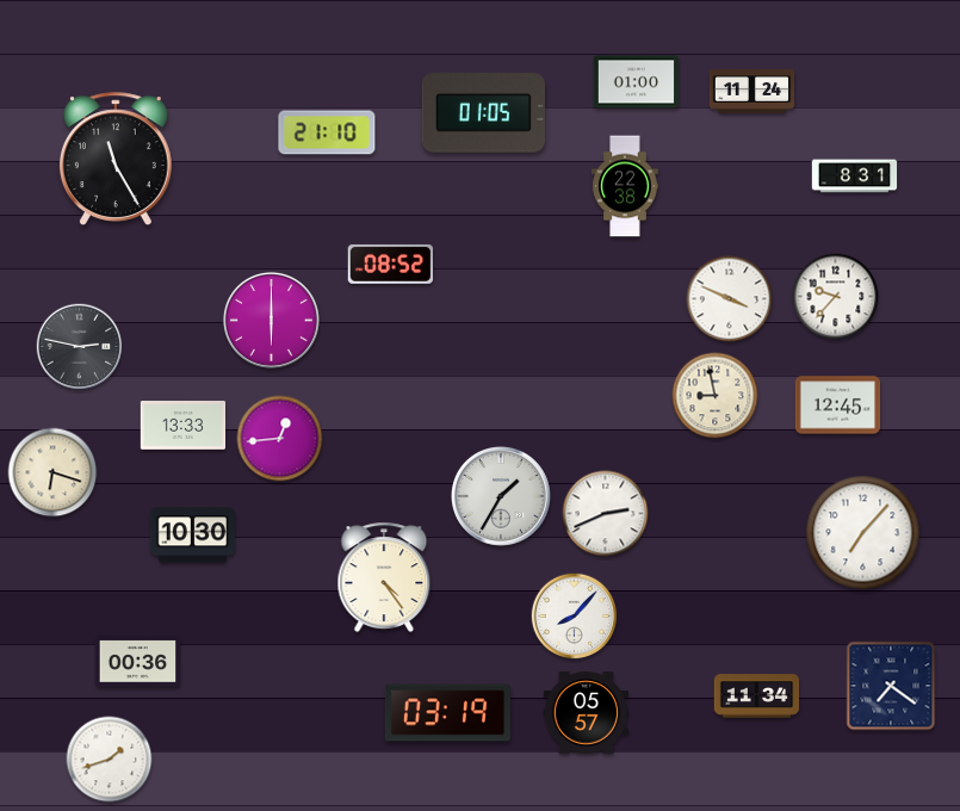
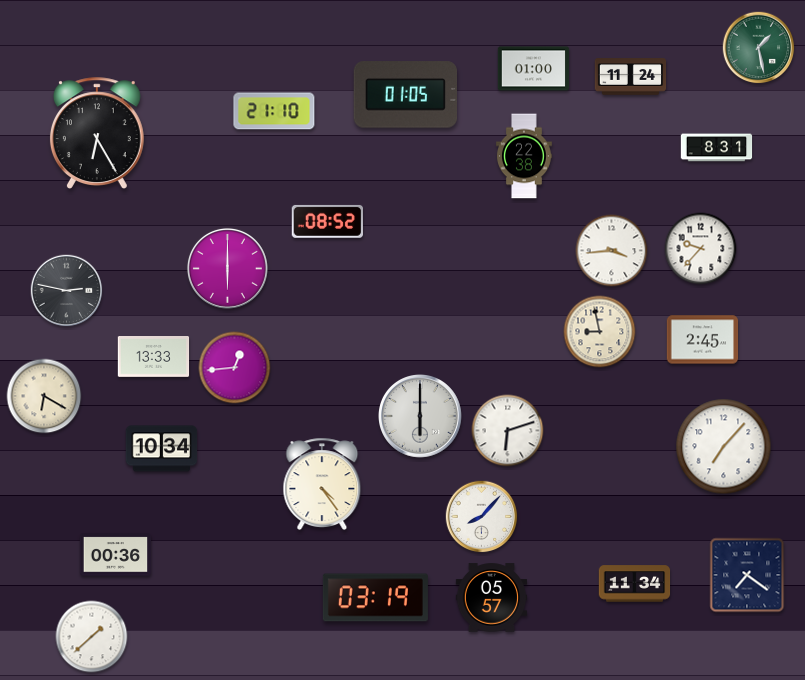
clock at (759, 48): none -> 1:28
clock at (116, 159): 11:25 -> 6:25
clock at (730, 299): 3:49 -> 3:44
clock at (838, 405): 12:45 -> 2:45
clock at (52, 472): 6:18 -> 6:20
clock at (502, 497): 1:35 -> 6:00
clock at (606, 514): 2:41 -> 6:12
clock at (193, 535): 10:30 -> 10:34
clock at (110, 760): 1:42 -> 1:38
